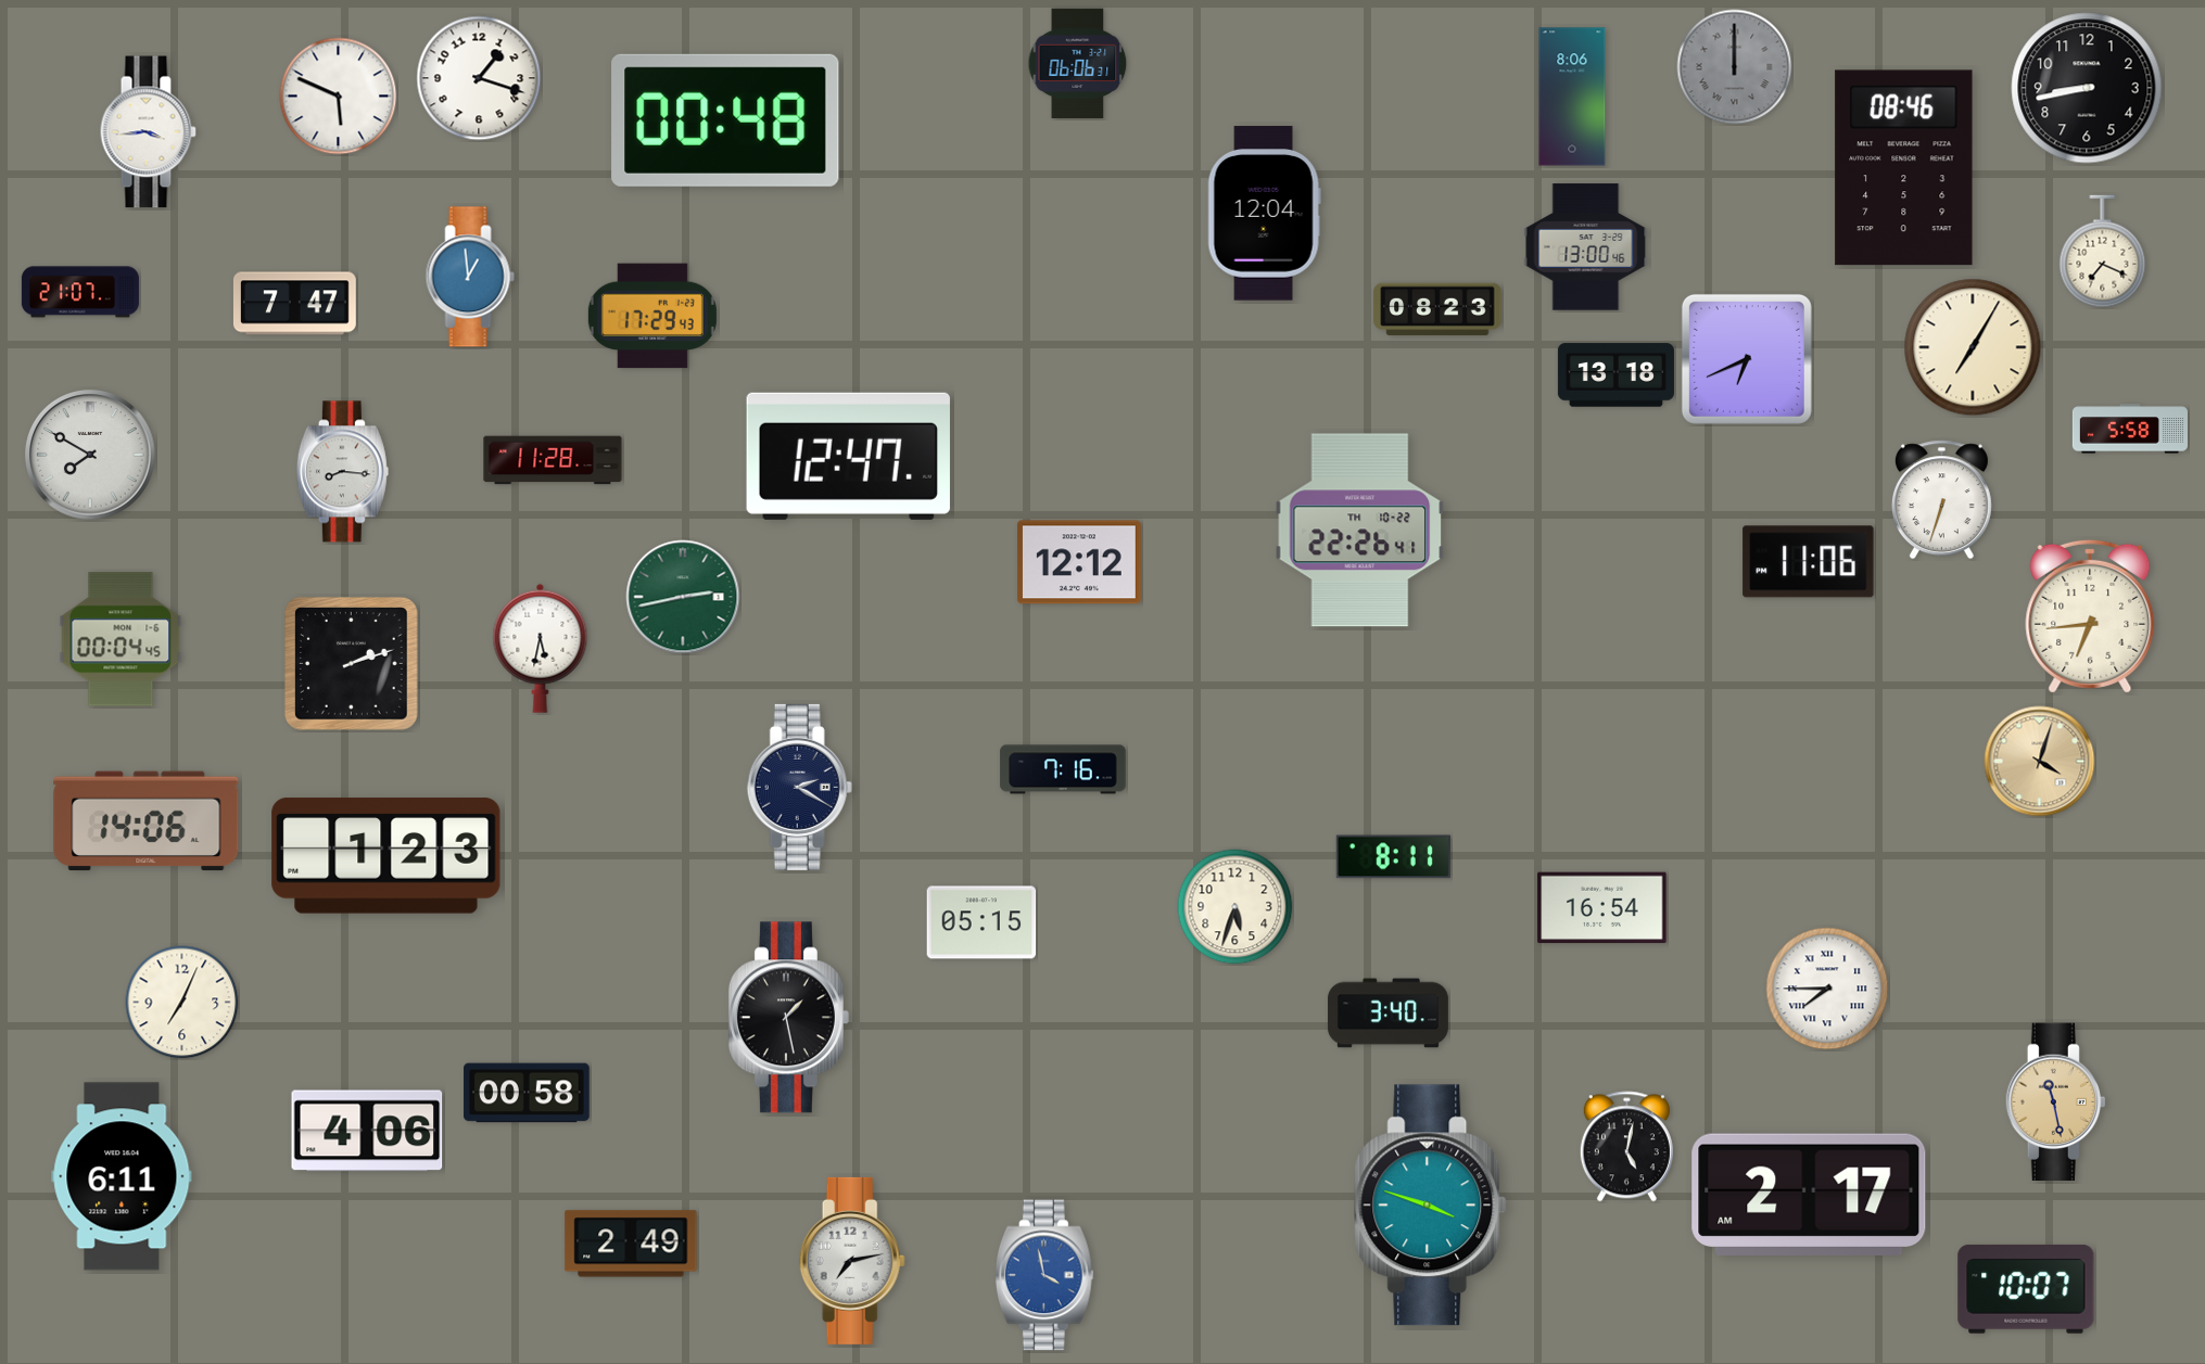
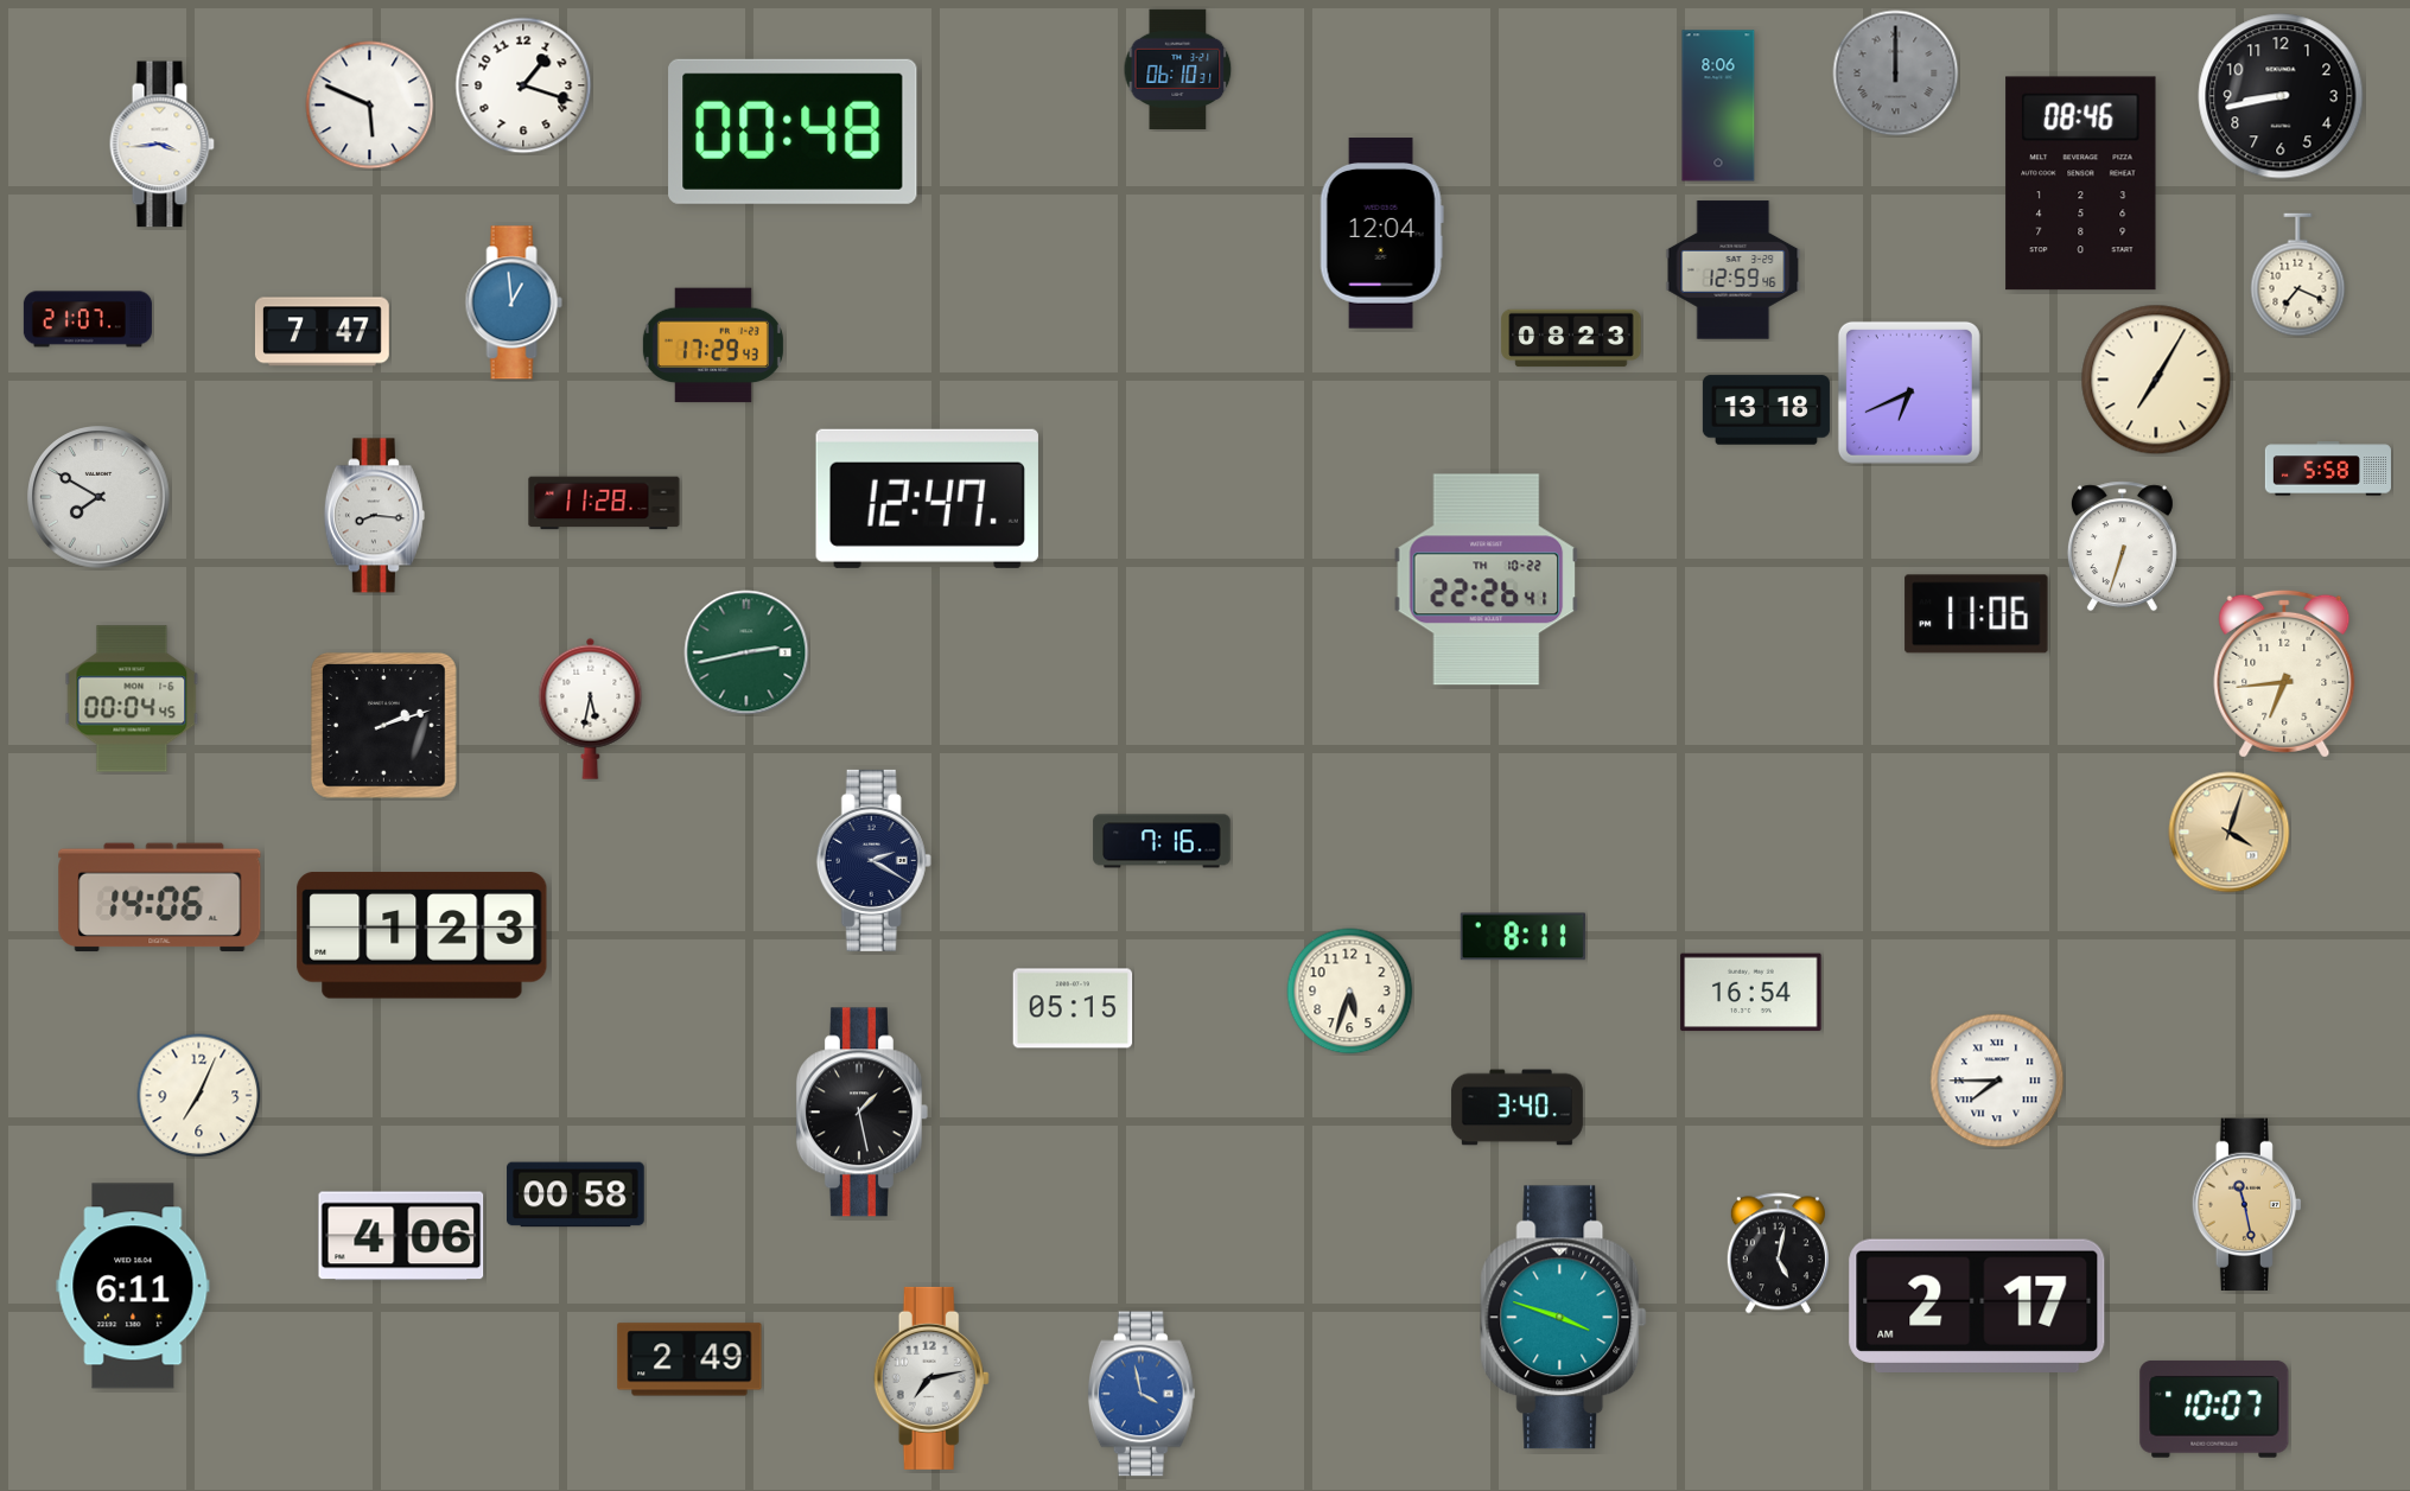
clock at (1078, 64): 06:06 -> 06:10
clock at (1586, 247): 13:00 -> 12:59
clock at (1079, 562): 12:12 -> none
